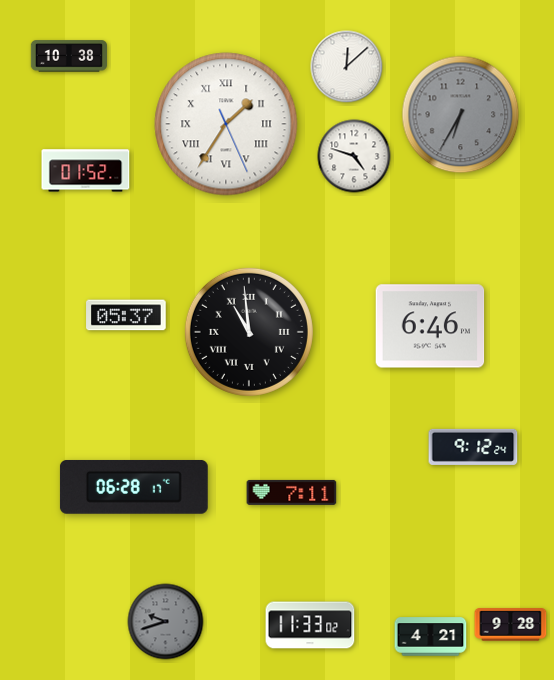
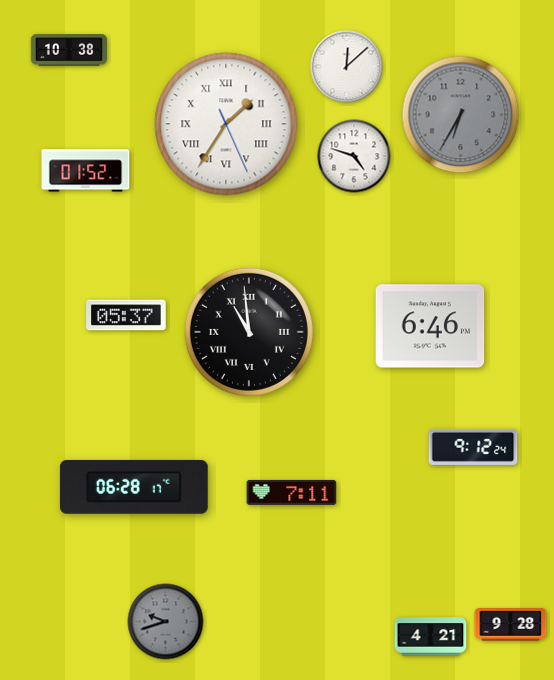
clock at (69, 56) position: (69, 56) -> (69, 50)
clock at (310, 625): 11:33 -> none
